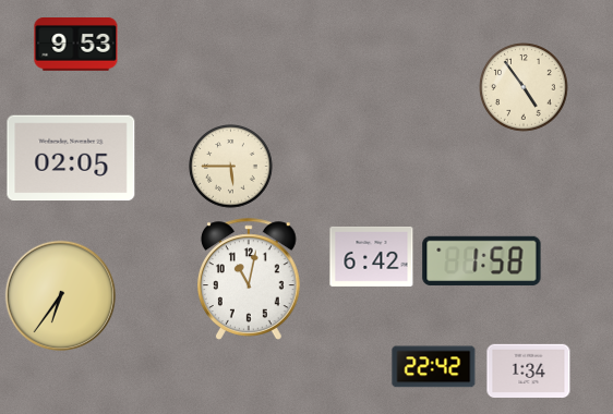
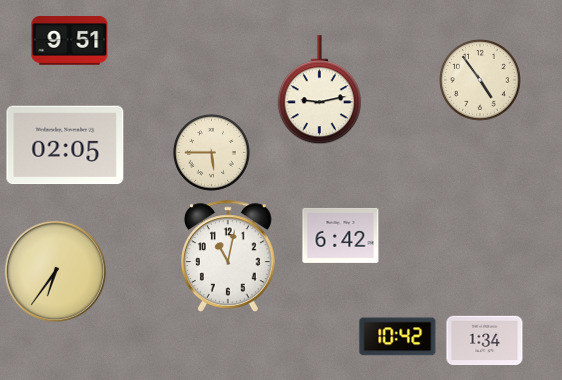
clock at (76, 45): 9:53 -> 9:51
clock at (319, 90): none -> 9:13
clock at (482, 260): 1:58 -> none
clock at (434, 367): 22:42 -> 10:42
